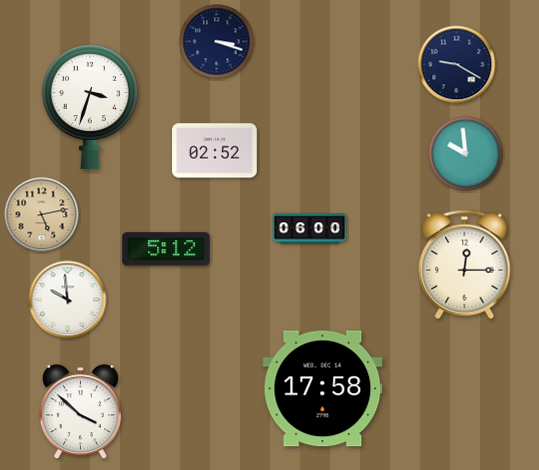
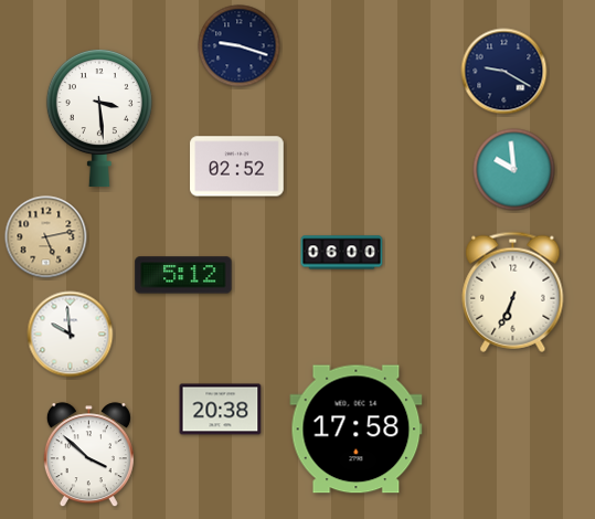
clock at (217, 42): 3:18 -> 9:18
clock at (90, 107): 3:33 -> 3:29
clock at (465, 264): 12:15 -> 6:34
clock at (68, 300) position: (68, 300) -> (71, 335)
clock at (221, 410): none -> 20:38
